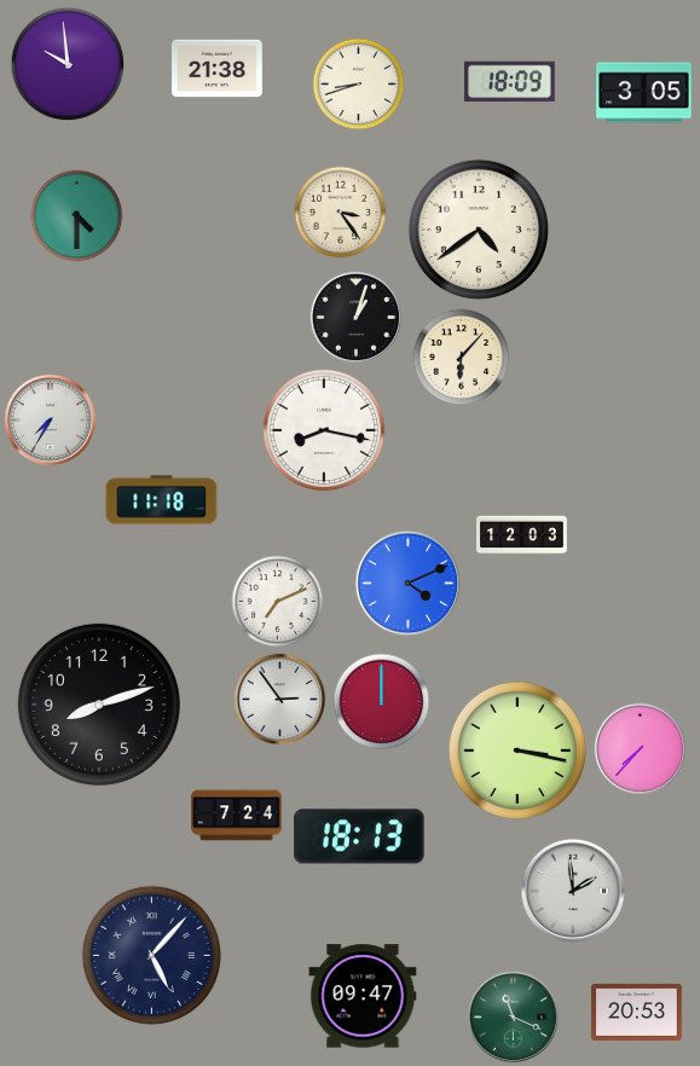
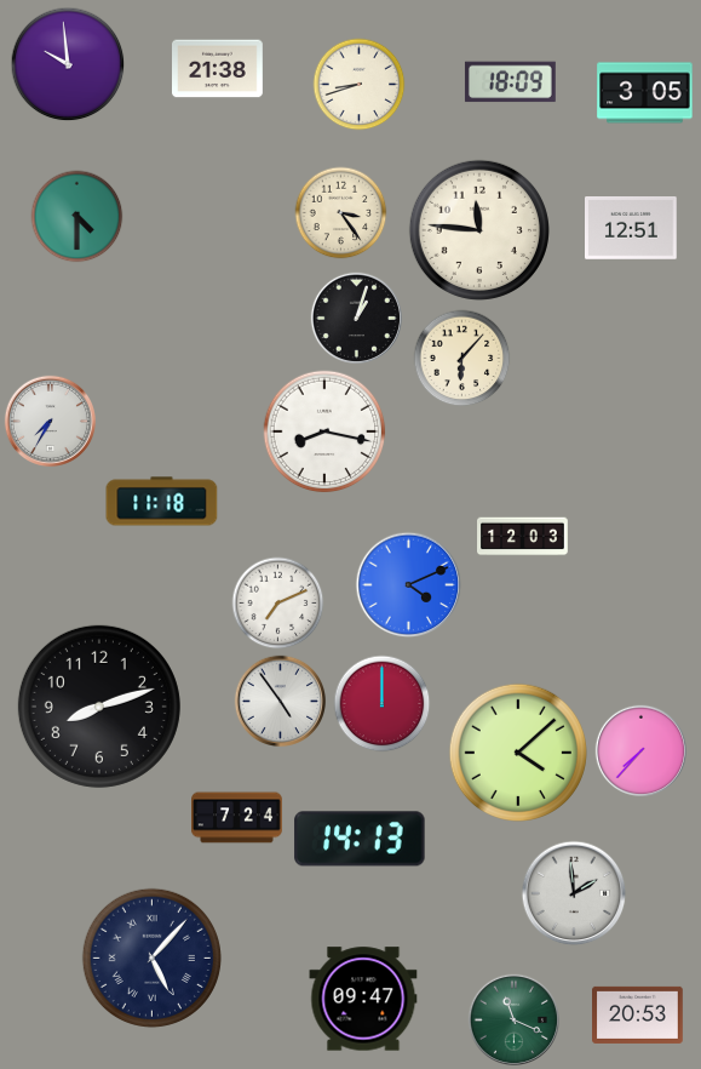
clock at (631, 229): none -> 12:51
clock at (479, 230): 4:39 -> 11:46
clock at (279, 699): 2:54 -> 4:54
clock at (516, 749): 3:17 -> 4:08
clock at (359, 836): 18:13 -> 14:13
